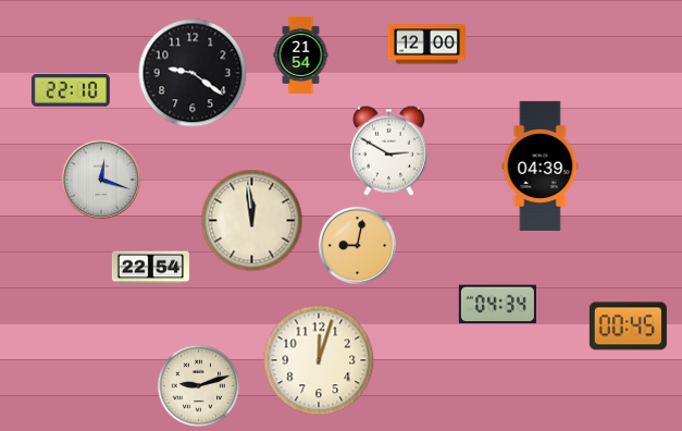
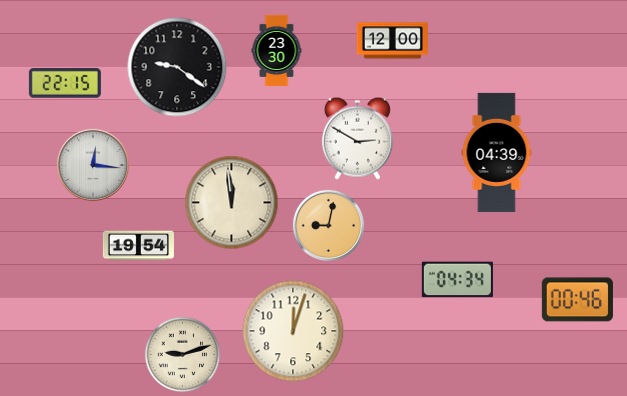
clock at (301, 54): 21:54 -> 23:30
clock at (71, 90): 22:10 -> 22:15
clock at (101, 180): 12:18 -> 12:16
clock at (150, 268): 22:54 -> 19:54
clock at (628, 327): 00:45 -> 00:46
